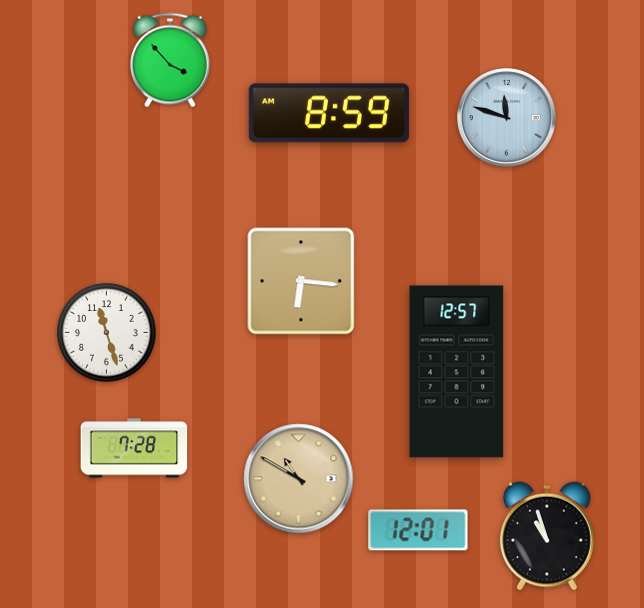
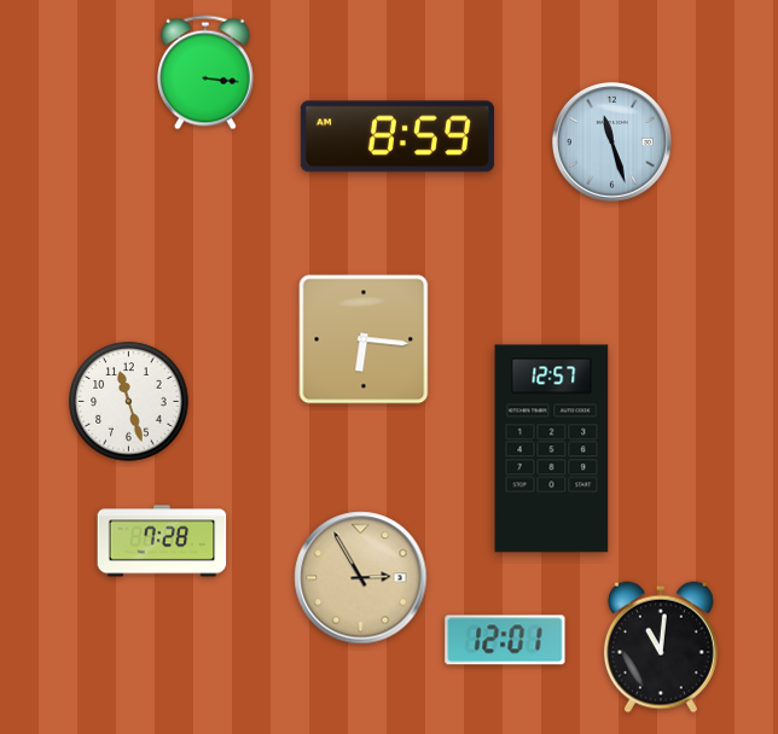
clock at (171, 60): 3:53 -> 3:16
clock at (507, 118): 11:48 -> 11:27
clock at (299, 479): 10:50 -> 2:55
clock at (547, 536): 10:57 -> 11:01
